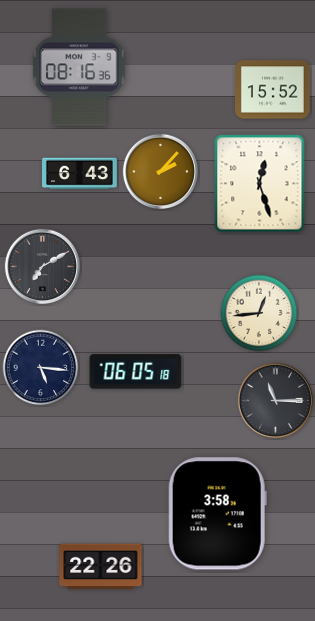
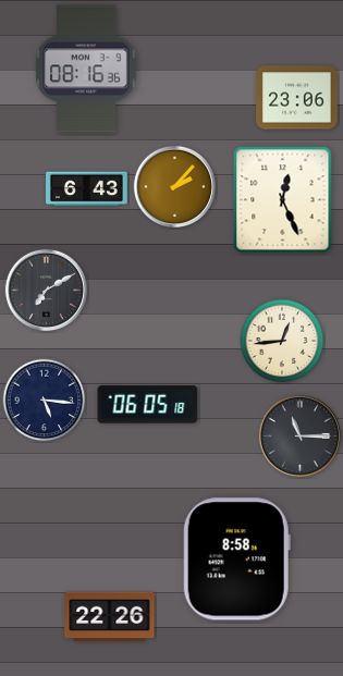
clock at (79, 67) position: (79, 67) -> (86, 69)
clock at (273, 90): 15:52 -> 23:06
clock at (260, 184): 12:27 -> 12:26
clock at (217, 514): 3:58 -> 8:58
